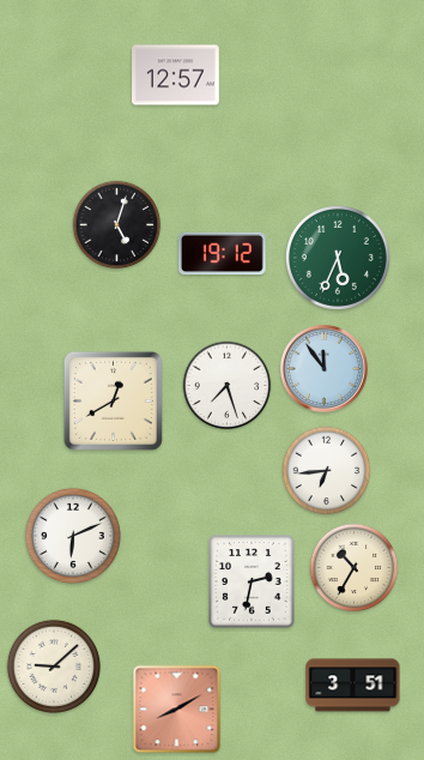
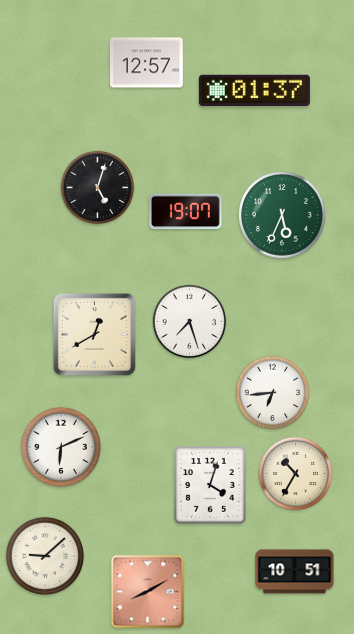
clock at (254, 91): none -> 01:37
clock at (223, 254): 19:12 -> 19:07
clock at (323, 368): 11:54 -> none
clock at (252, 581): 2:32 -> 4:03
clock at (353, 686): 3:51 -> 10:51
